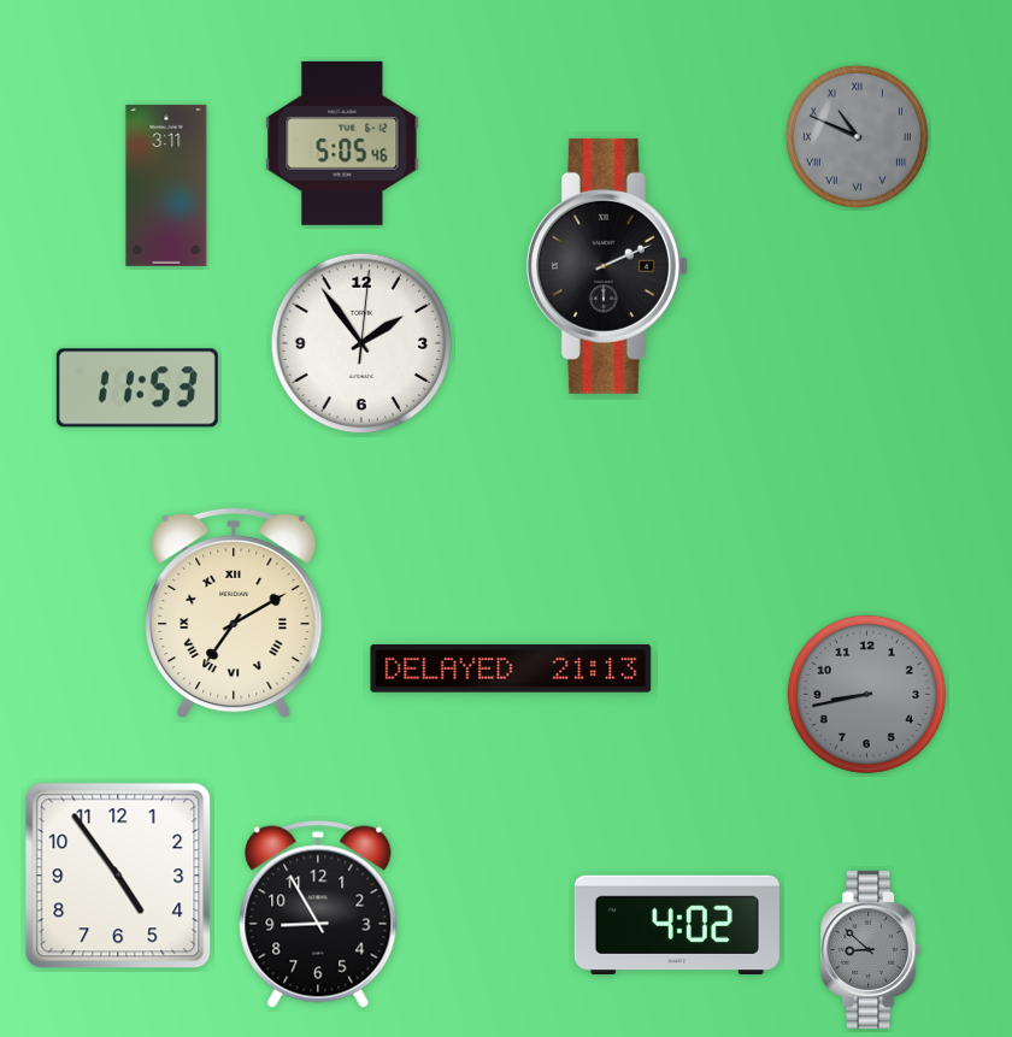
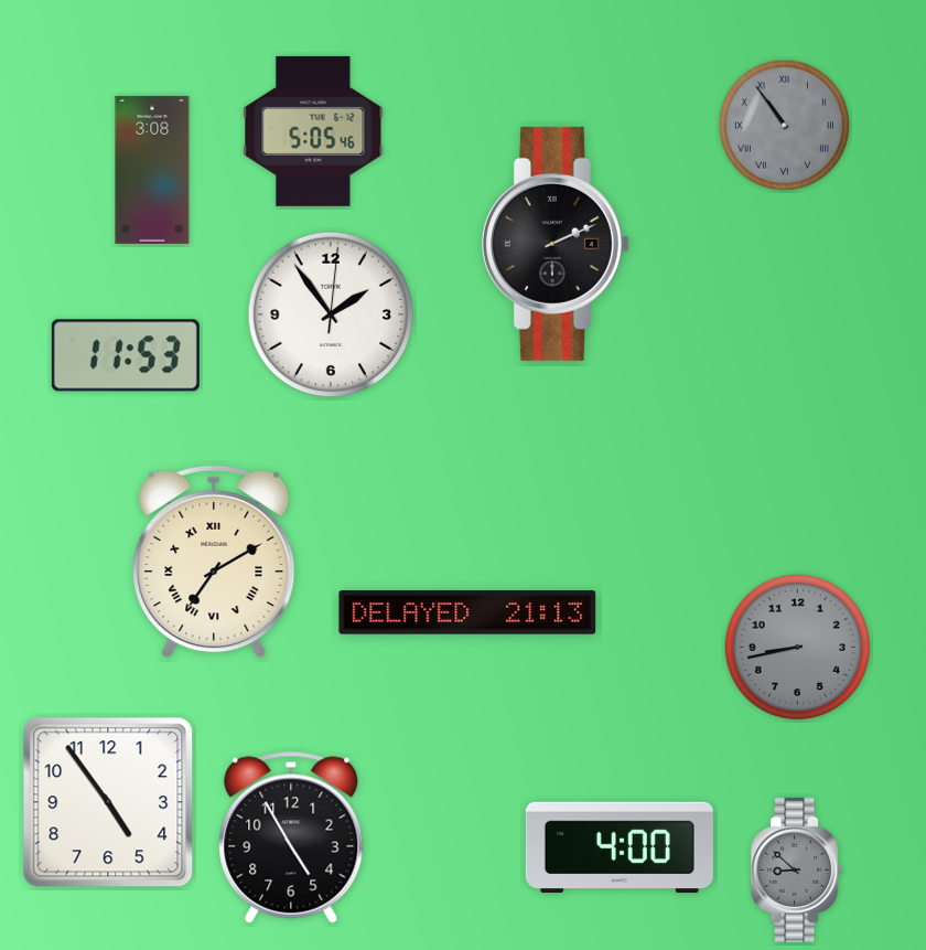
clock at (857, 136): 10:49 -> 10:54
clock at (166, 185): 3:11 -> 3:08
clock at (866, 694) position: (866, 694) -> (797, 647)
clock at (318, 914): 8:55 -> 4:55
clock at (677, 925): 4:02 -> 4:00
